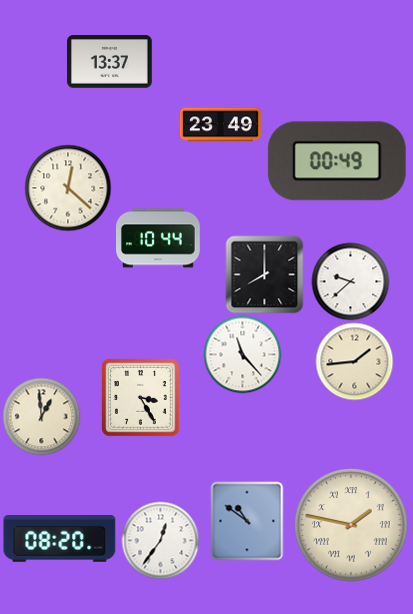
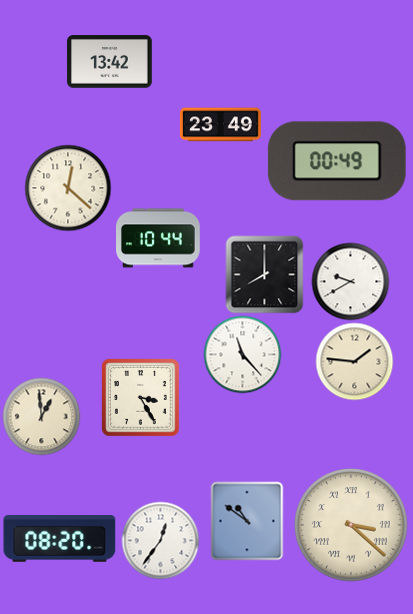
clock at (110, 62): 13:37 -> 13:42
clock at (350, 281): 9:38 -> 9:40
clock at (354, 361): 1:44 -> 1:46
clock at (351, 525): 1:47 -> 3:22
